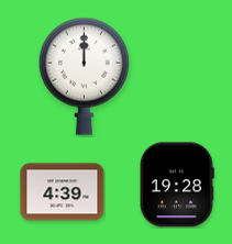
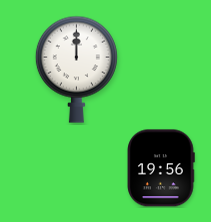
clock at (177, 185): 19:28 -> 19:56
clock at (63, 192): 4:39 -> none
